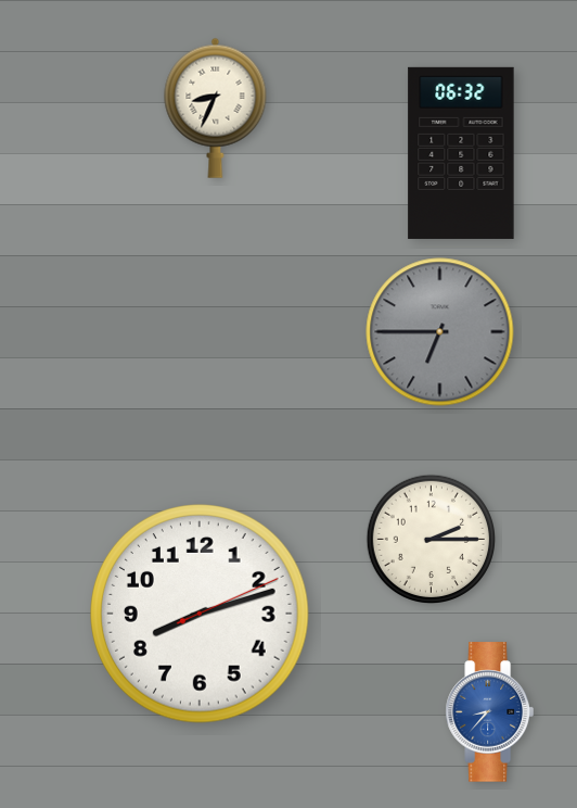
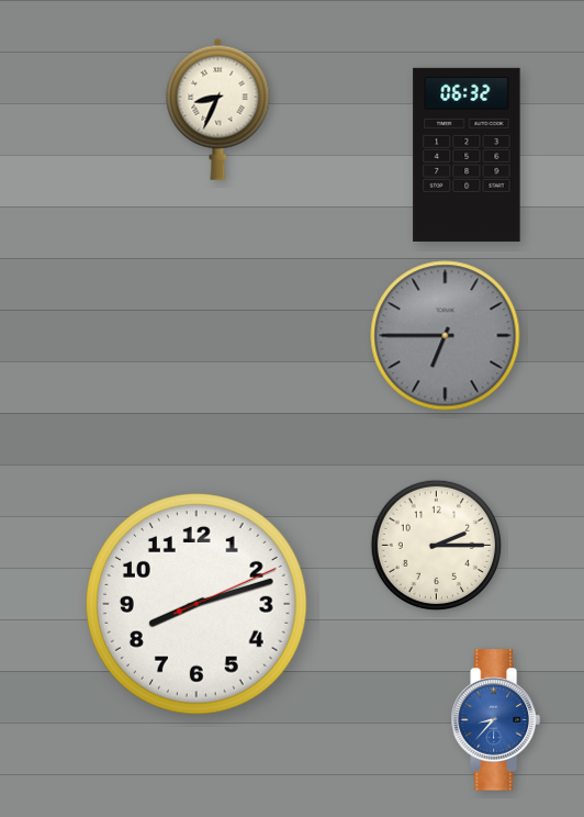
clock at (200, 614) position: (200, 614) -> (196, 604)
